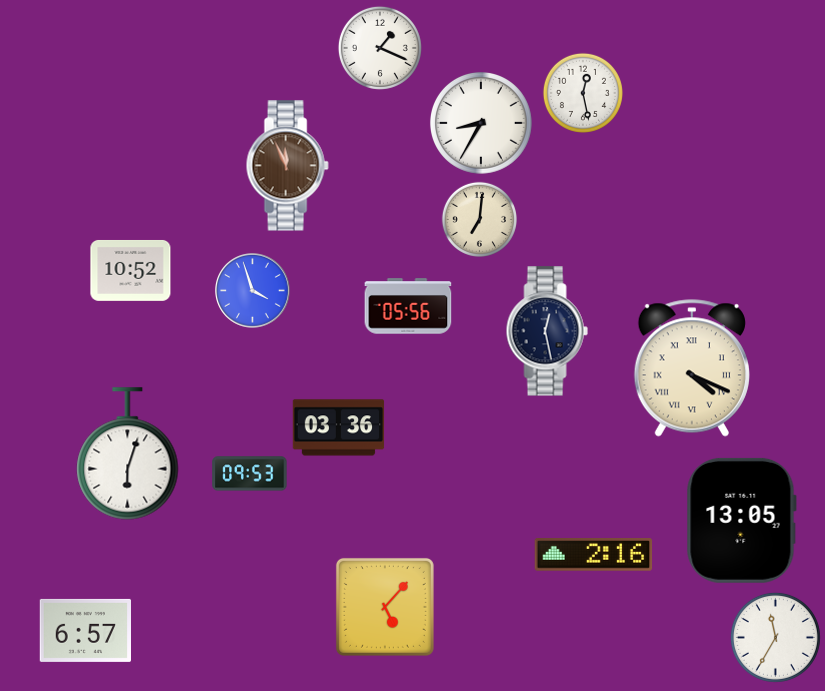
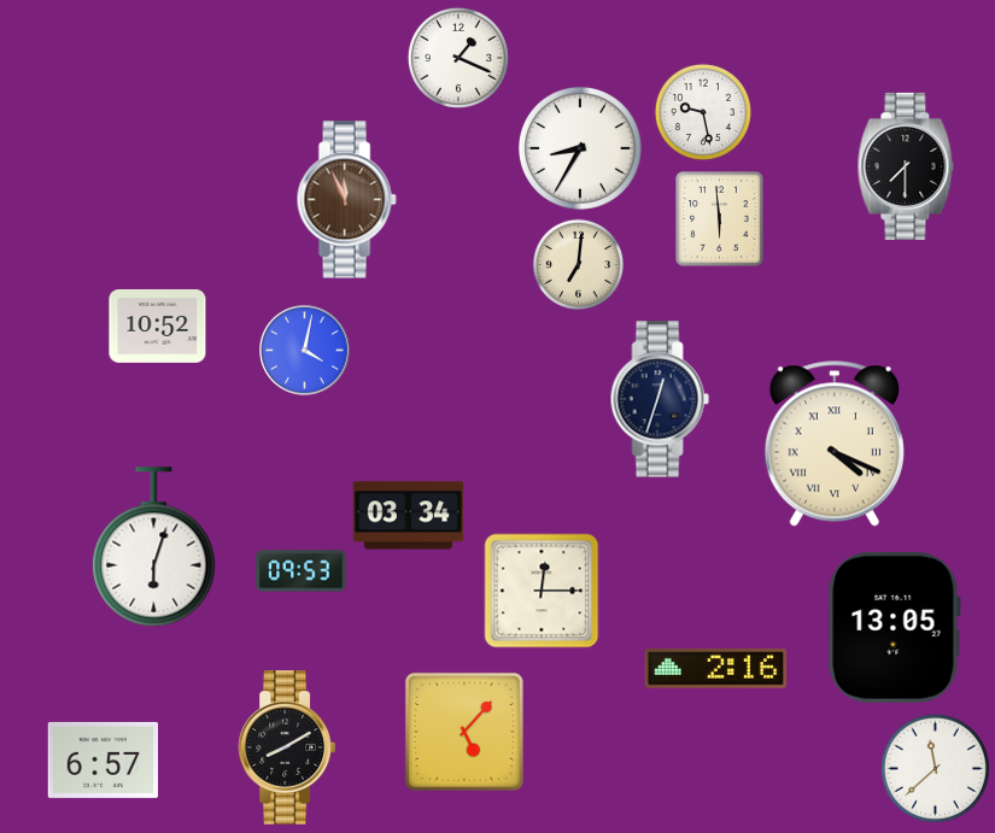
clock at (583, 93): 12:28 -> 9:28
clock at (906, 166): none -> 7:30
clock at (720, 219): none -> 5:59
clock at (253, 291): 3:57 -> 4:02
clock at (408, 306): 05:56 -> none
clock at (547, 331): 12:28 -> 12:33
clock at (339, 428): 03:36 -> 03:34
clock at (542, 591): none -> 12:15
clock at (286, 747): none -> 8:10
clock at (775, 637): 11:35 -> 11:38
